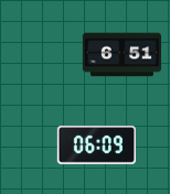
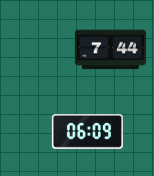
clock at (123, 55): 6:51 -> 7:44
